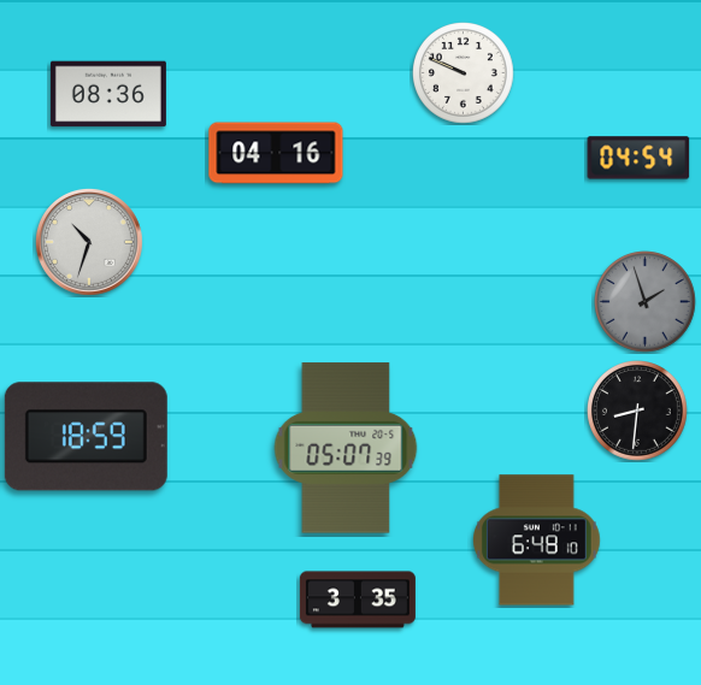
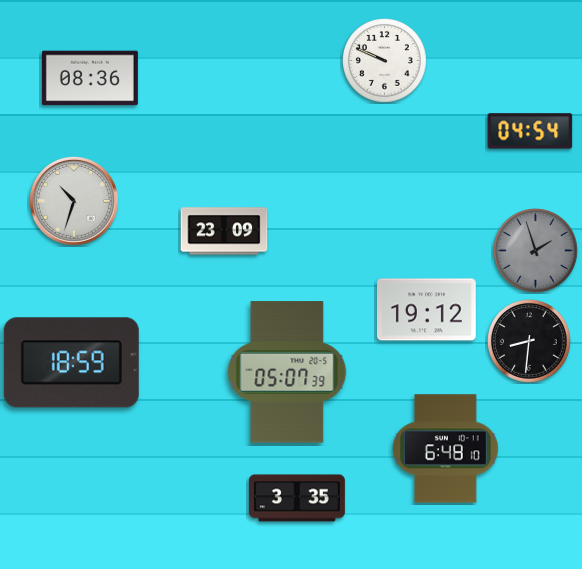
clock at (276, 153): 04:16 -> none
clock at (224, 231): none -> 23:09
clock at (427, 310): none -> 19:12
